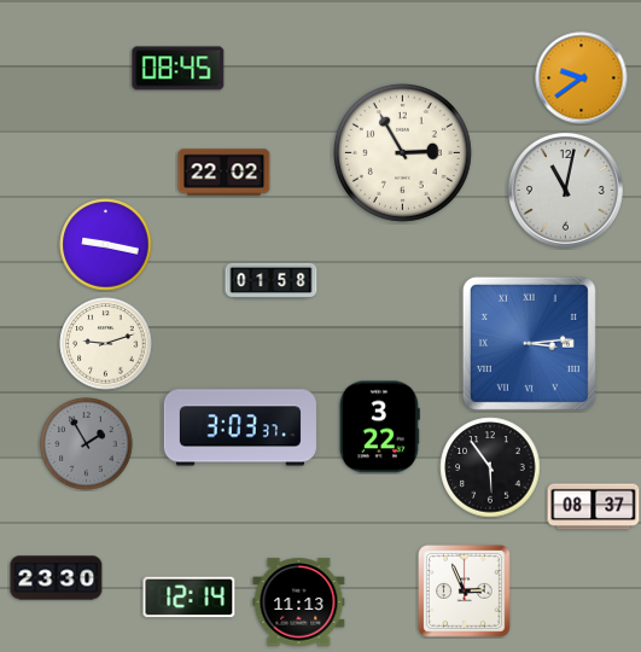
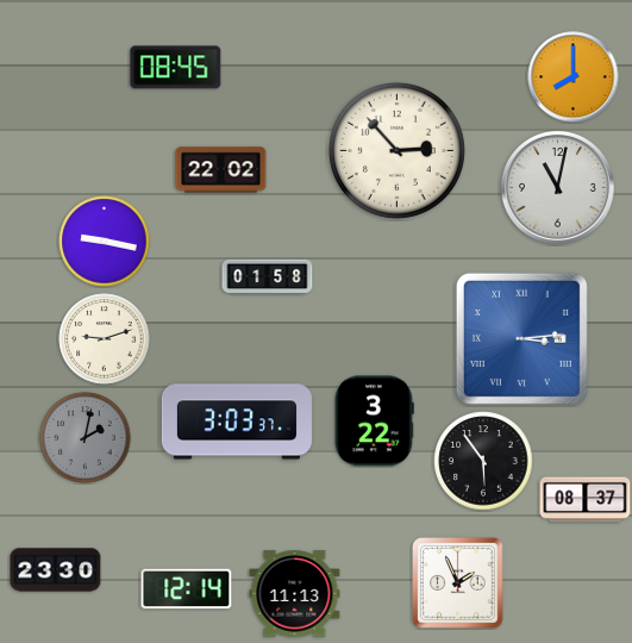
clock at (582, 78): 9:39 -> 8:00
clock at (402, 152): 2:55 -> 2:53
clock at (87, 444): 1:55 -> 2:02
clock at (465, 592): 2:56 -> 1:56
